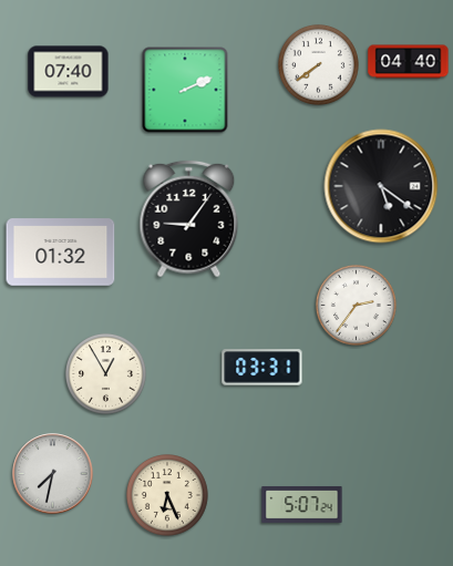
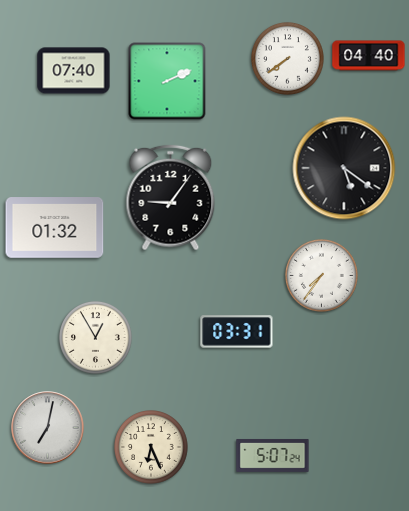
clock at (69, 72) position: (69, 72) -> (74, 71)
clock at (357, 306): 2:36 -> 7:36
clock at (53, 474): 7:32 -> 7:02
